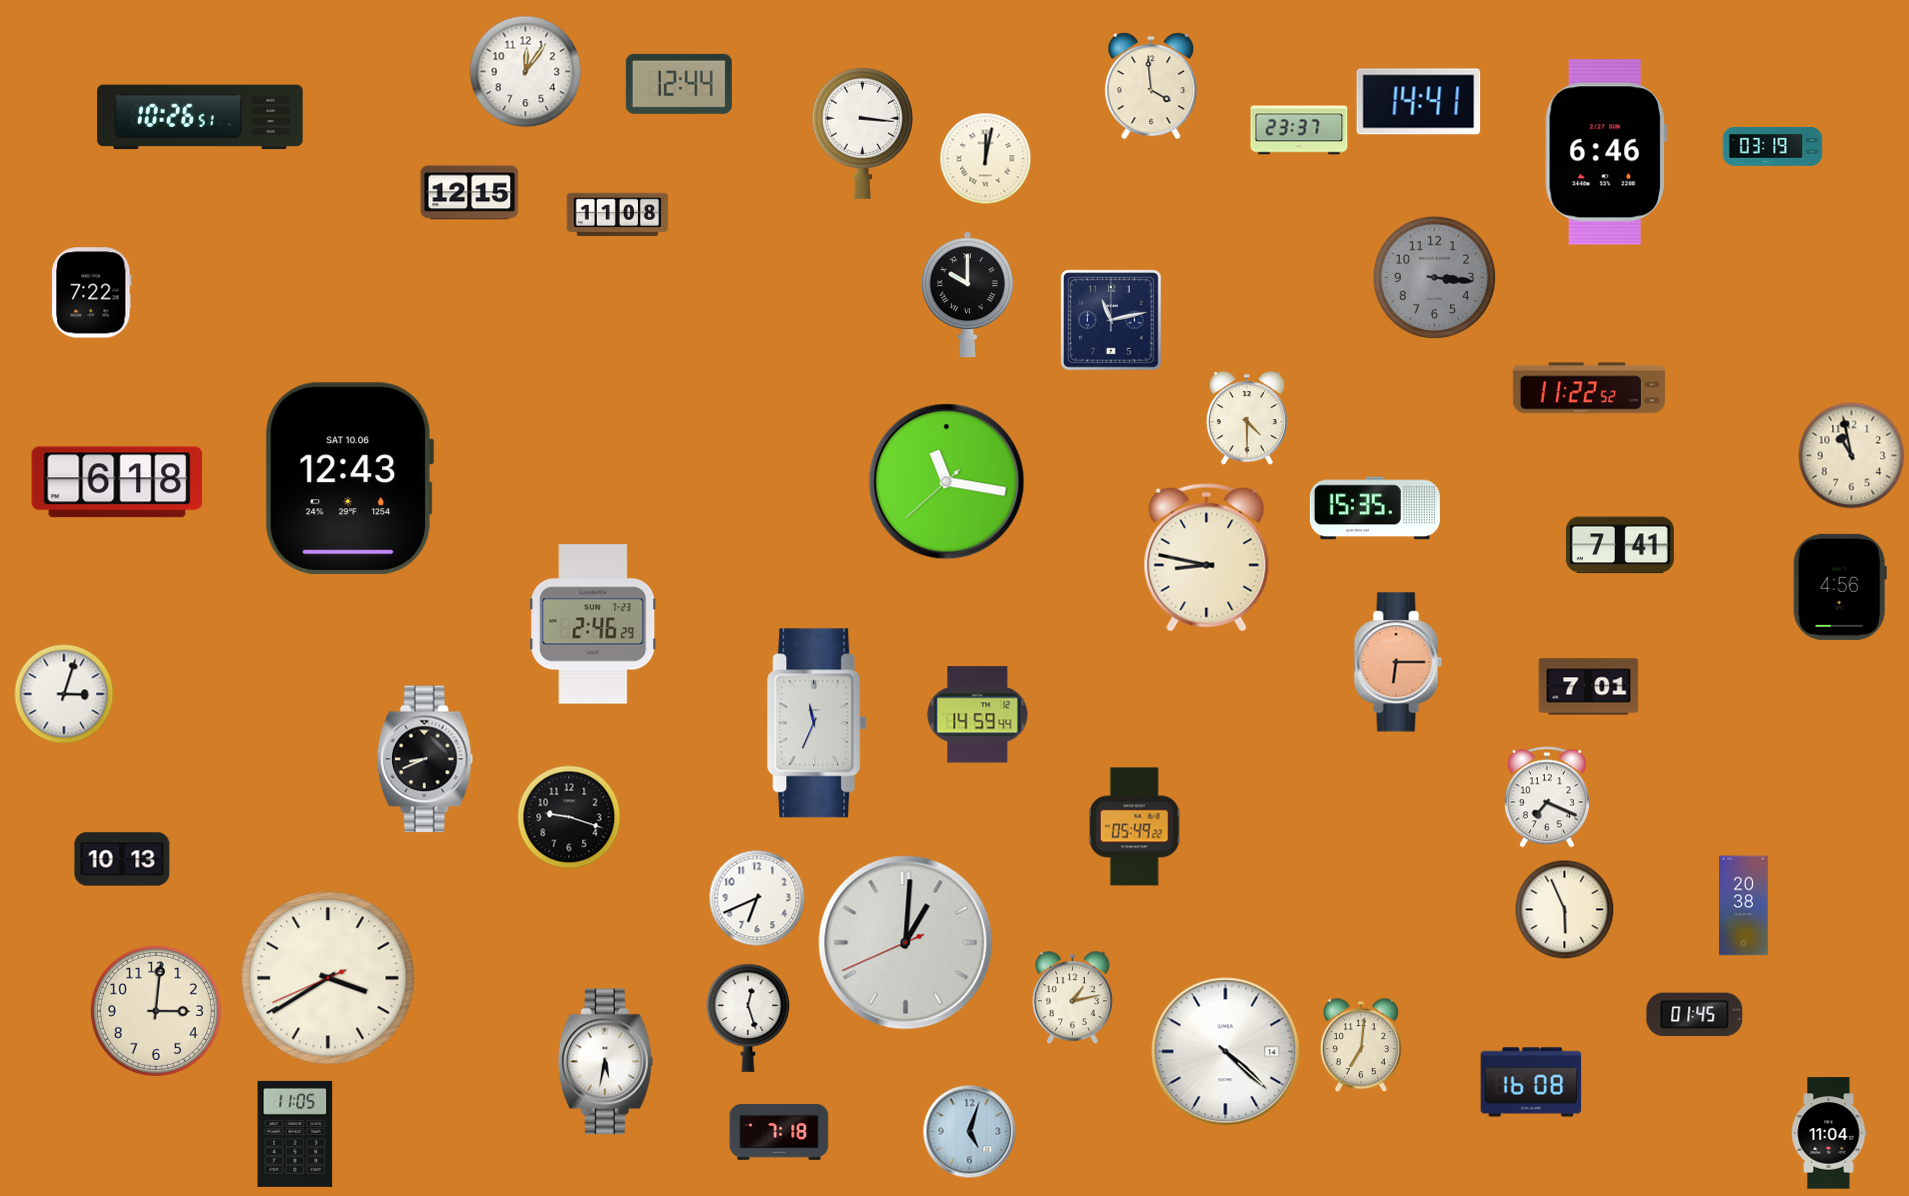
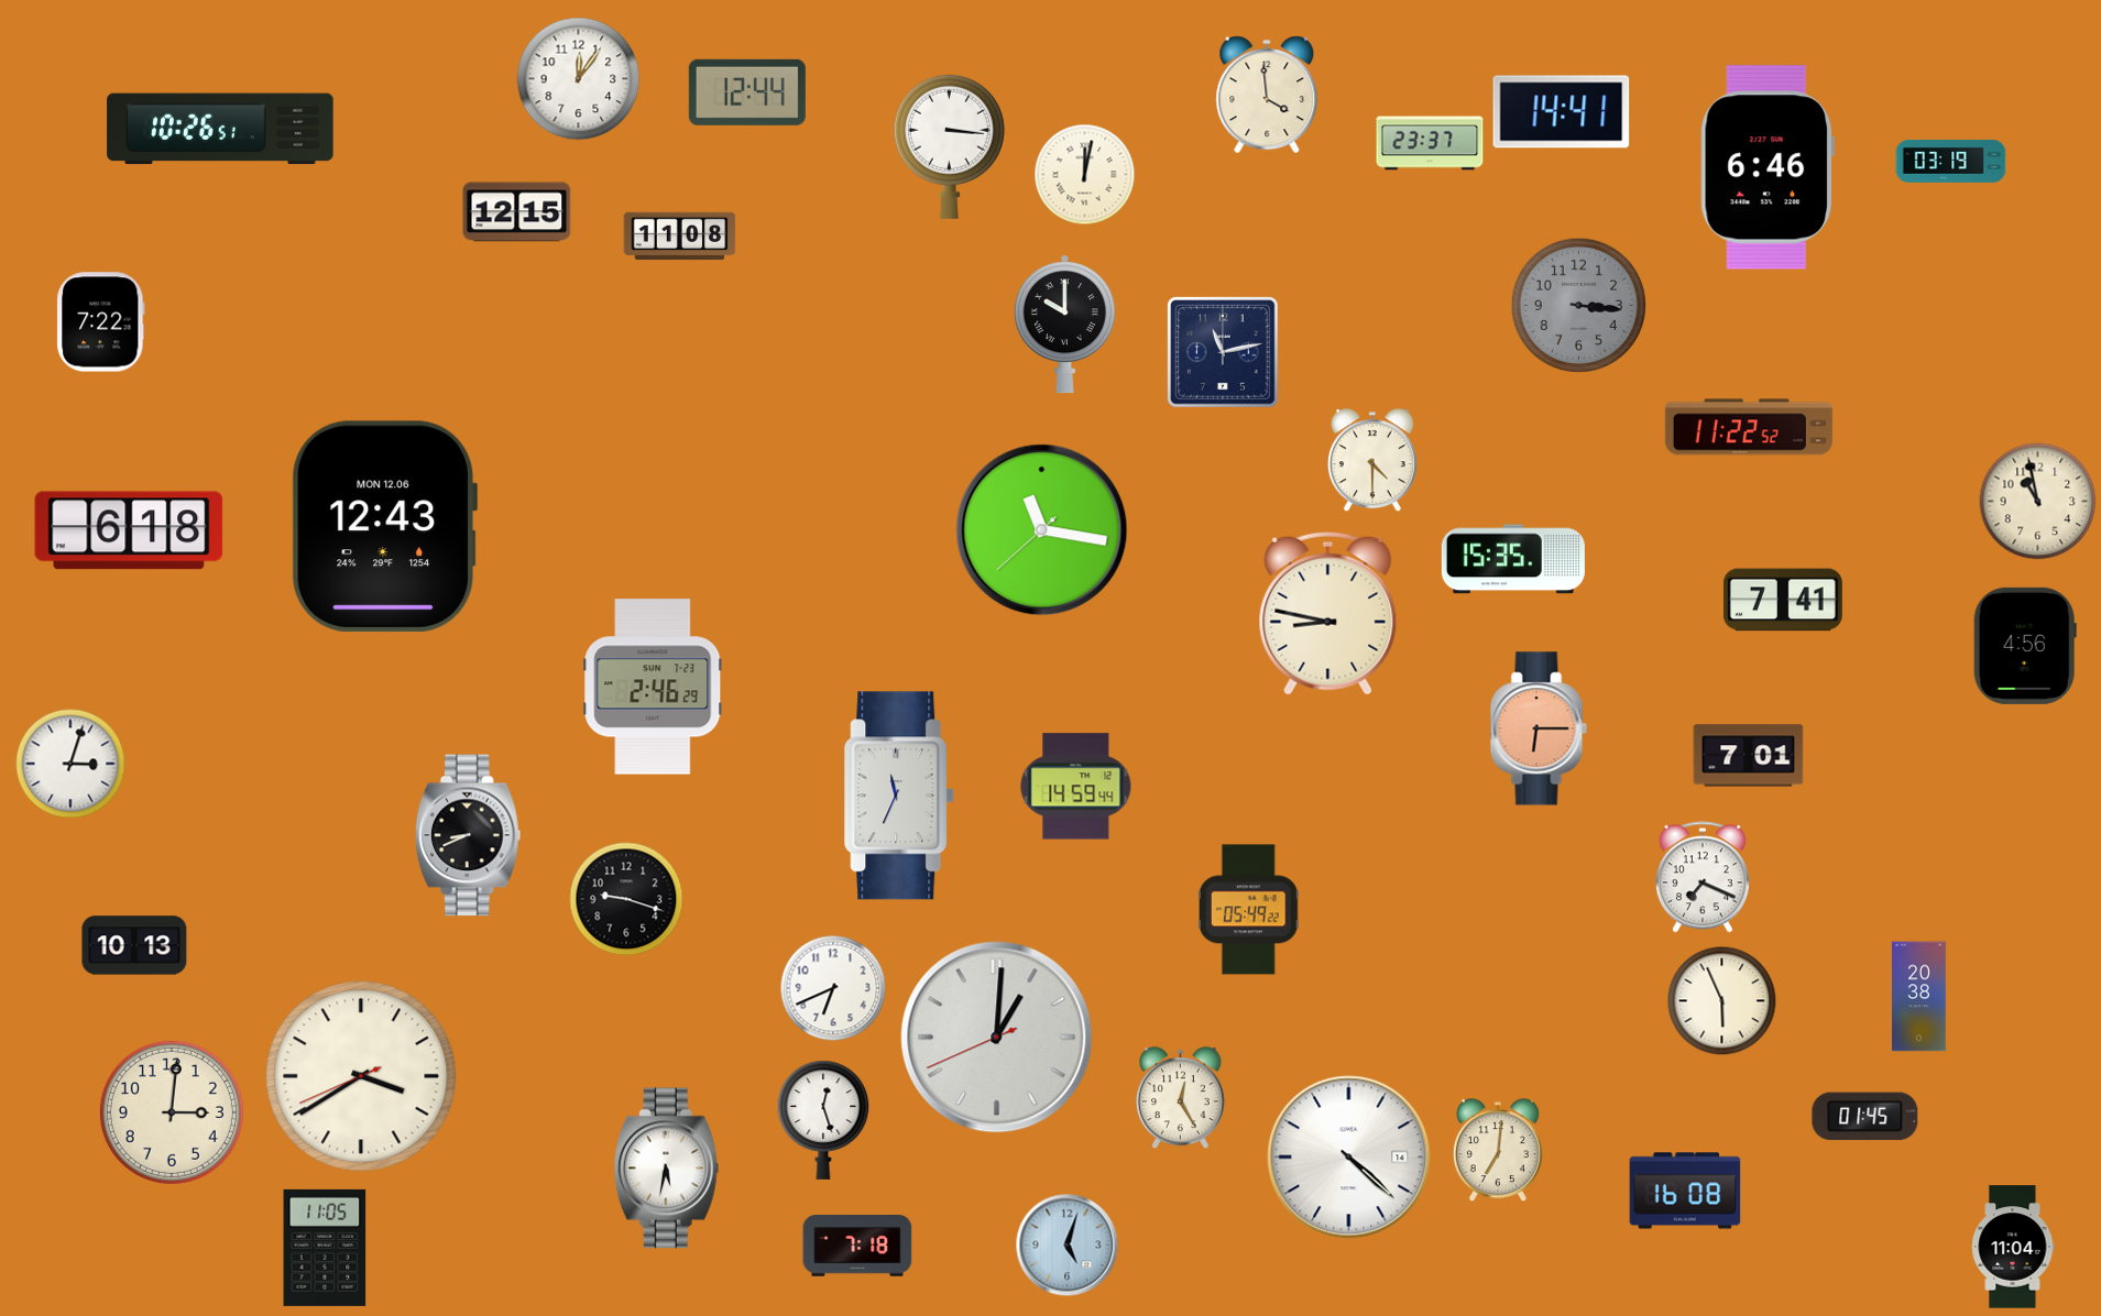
clock at (349, 479) date: SAT 10.06 -> MON 12.06
clock at (1072, 998): 1:13 -> 12:25
